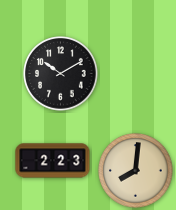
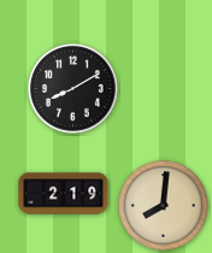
clock at (61, 74): 10:10 -> 8:10
clock at (53, 161): 2:23 -> 2:19
